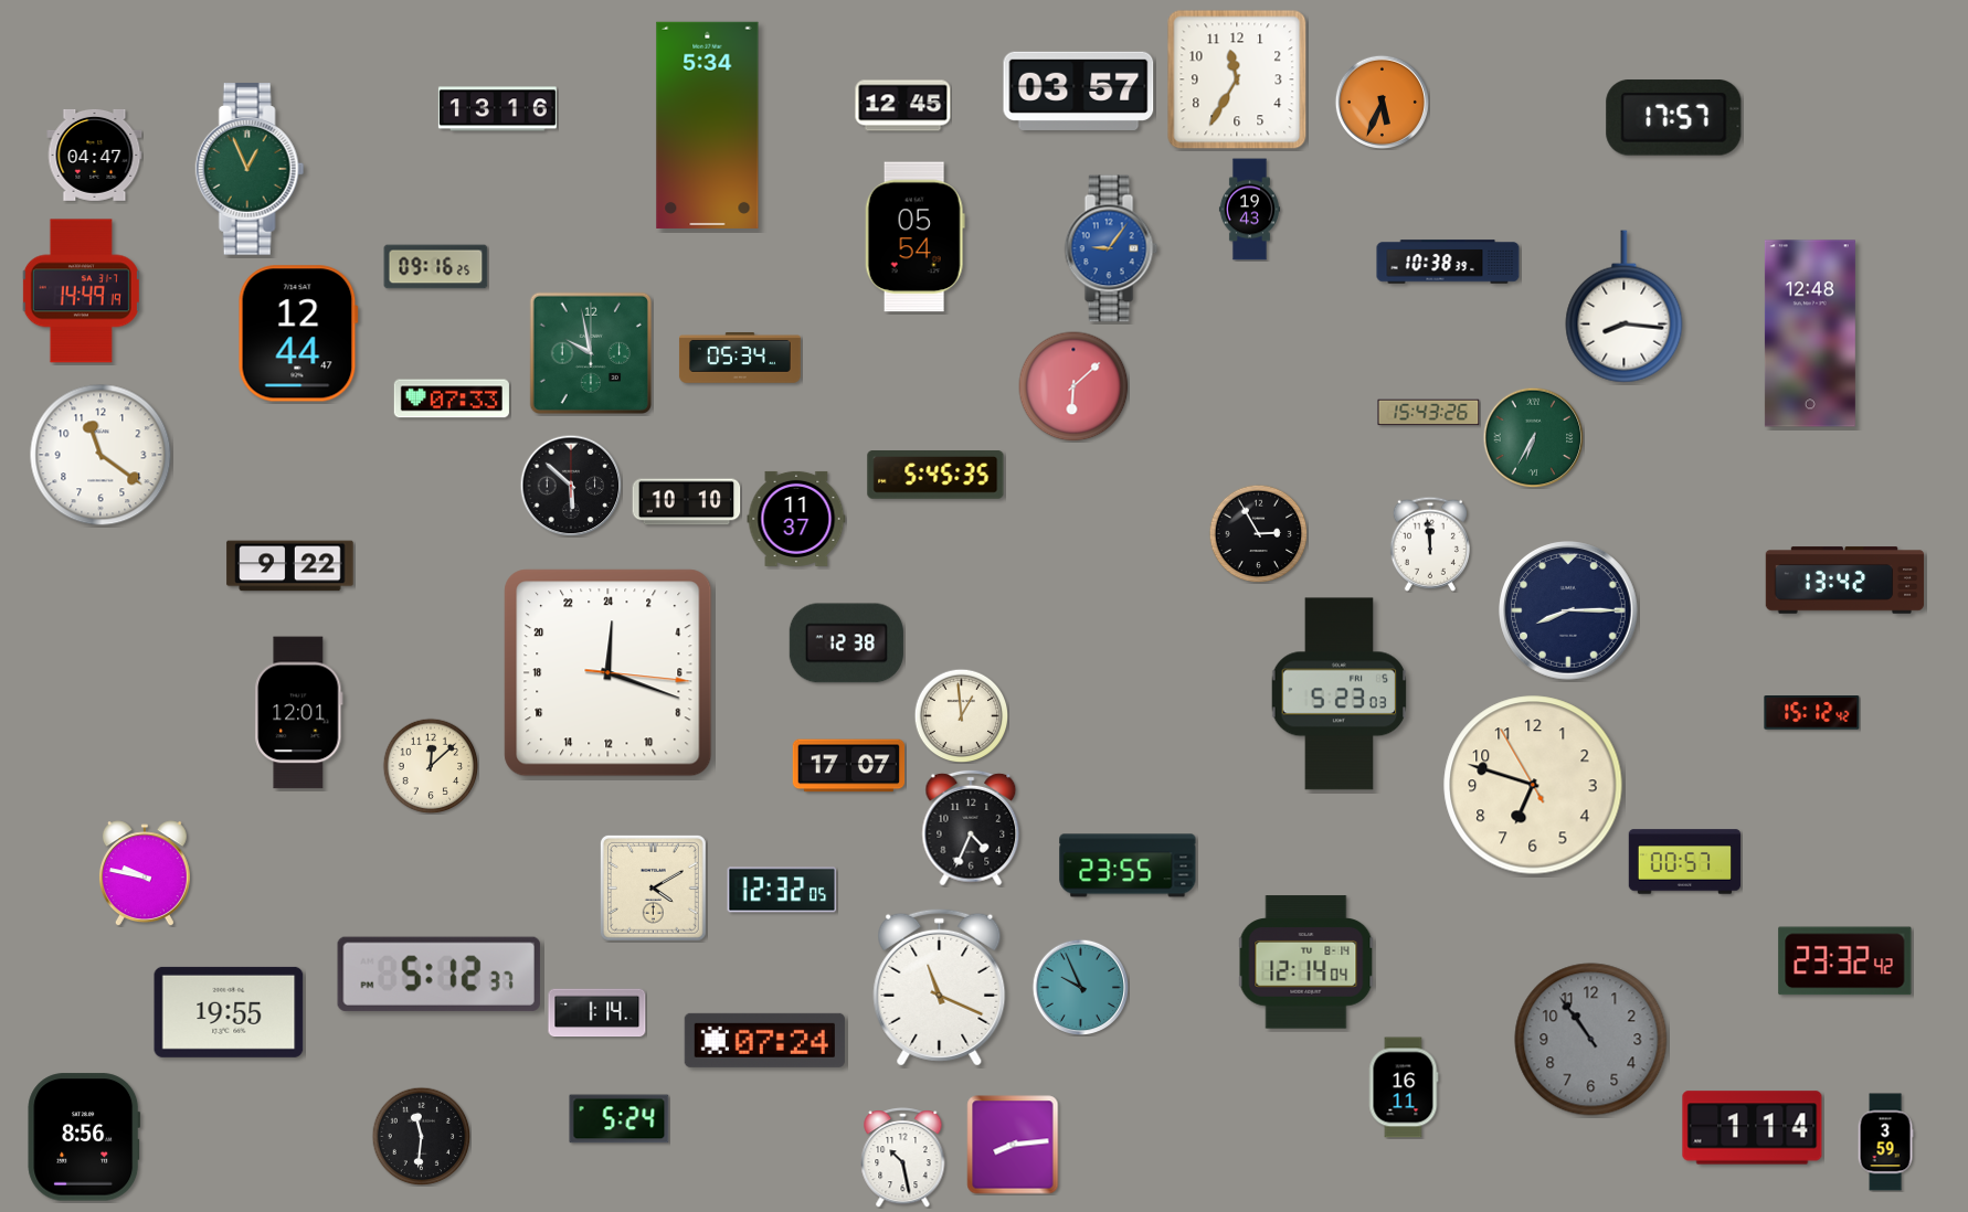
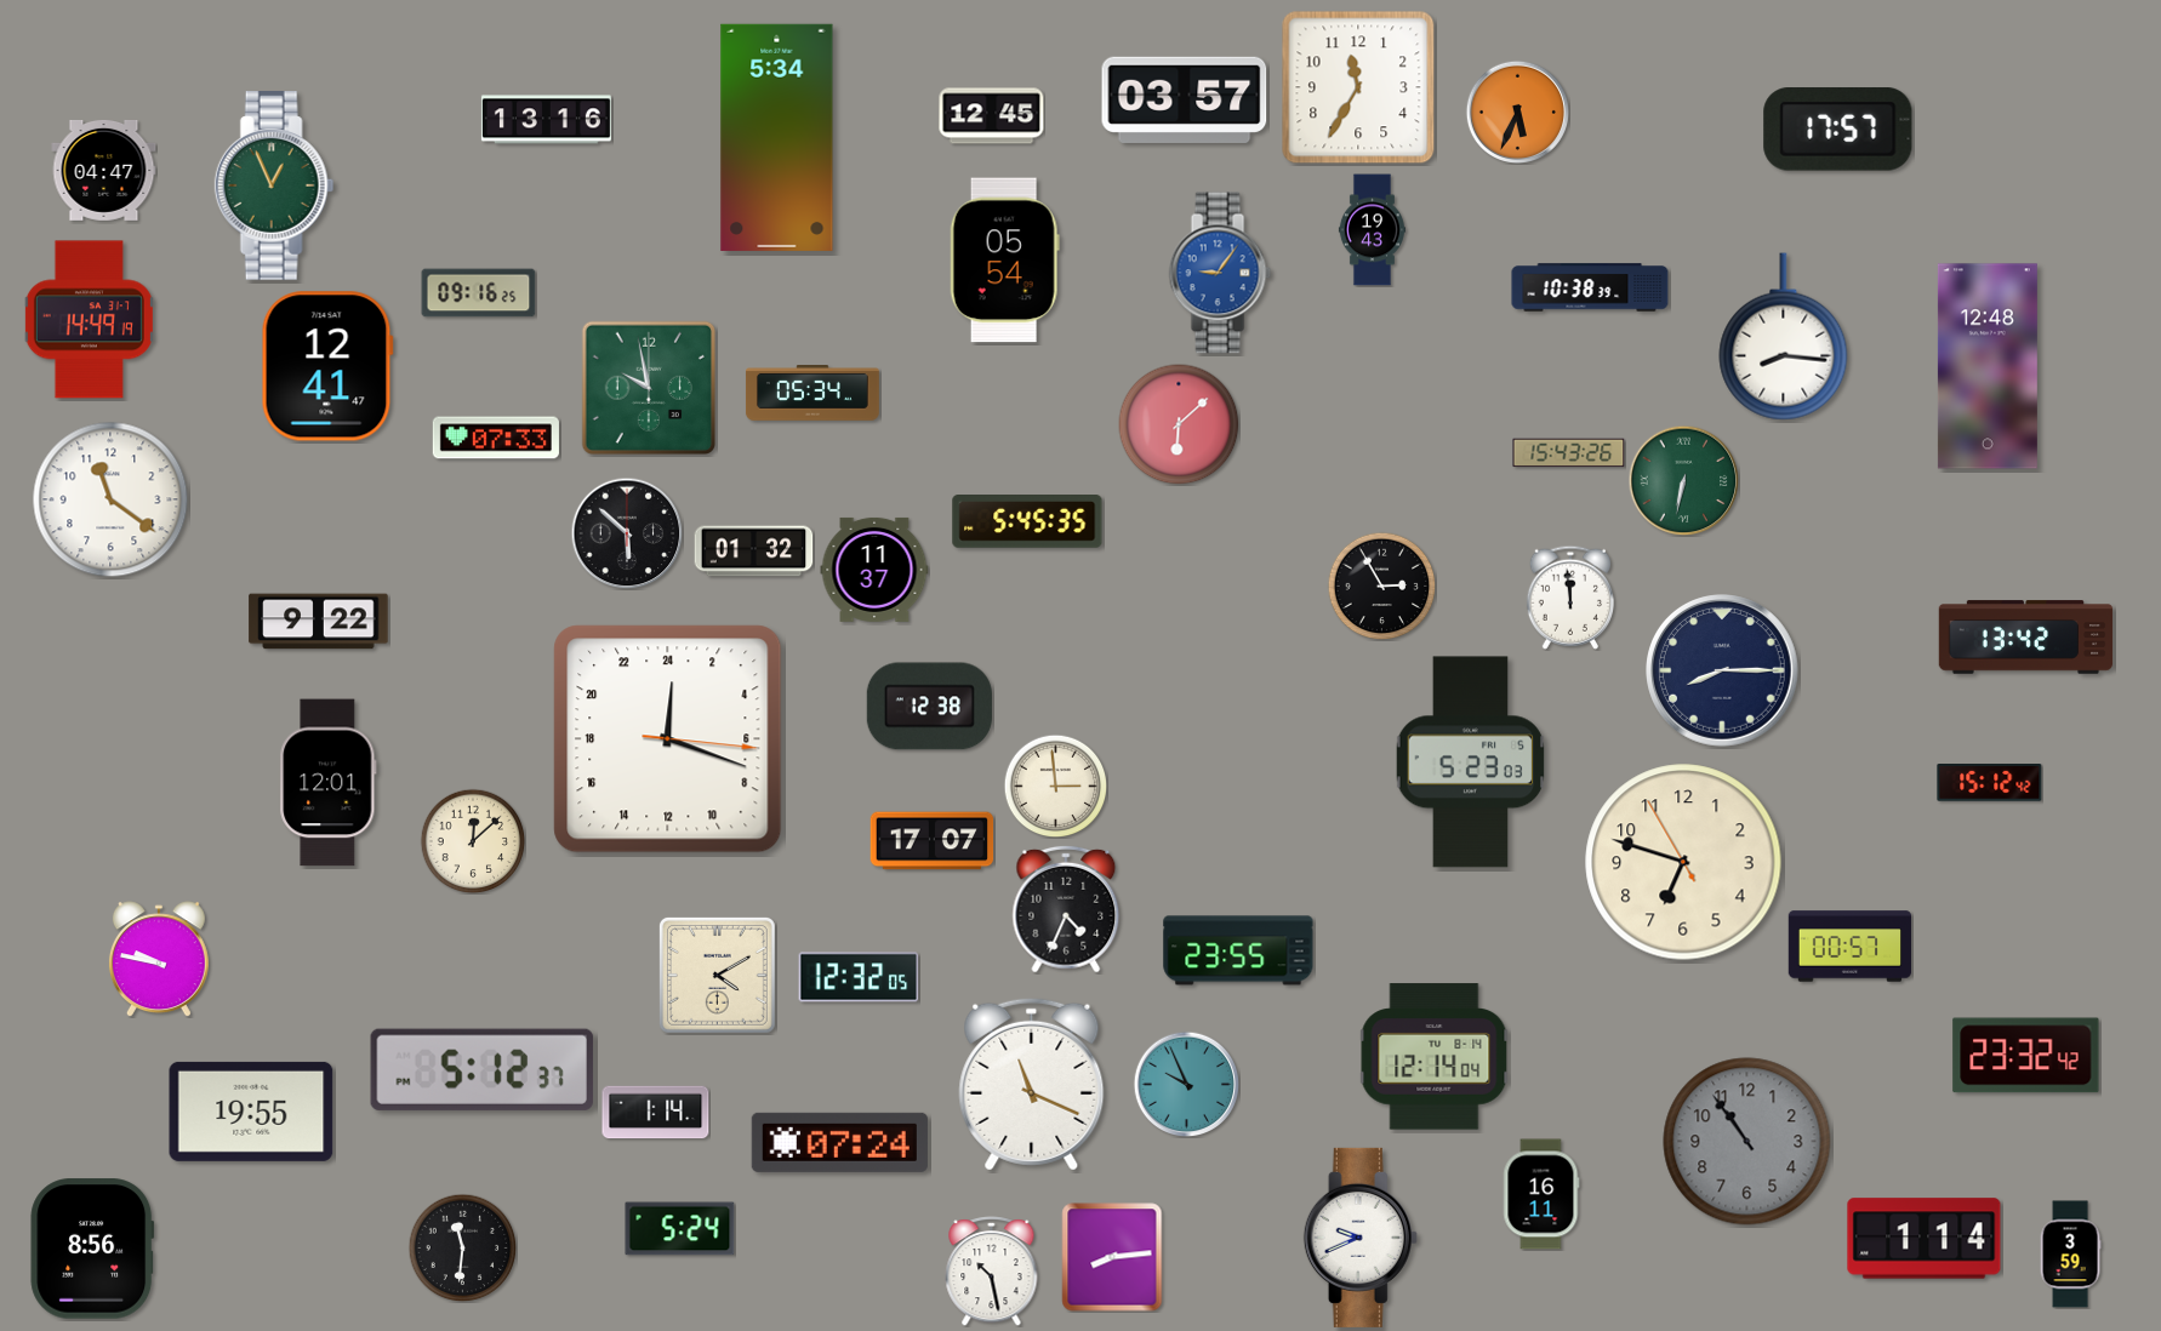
clock at (298, 333): 12:44 -> 12:41
clock at (1533, 437): 6:35 -> 6:32
clock at (687, 502): 10:10 -> 01:32
clock at (961, 715): 12:59 -> 2:59
clock at (1361, 1238): none -> 9:41
